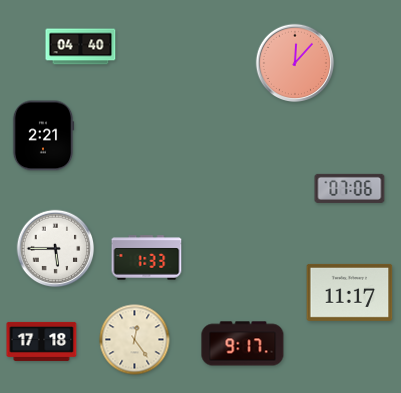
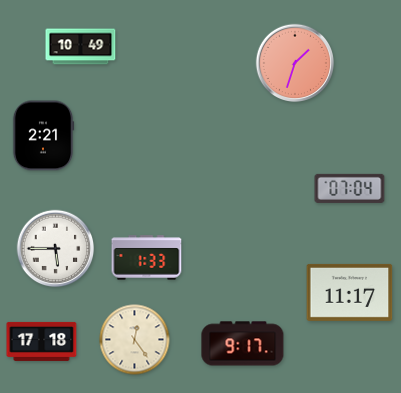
clock at (81, 47): 04:40 -> 10:49
clock at (295, 63): 12:07 -> 1:33
clock at (350, 188): 07:06 -> 07:04
